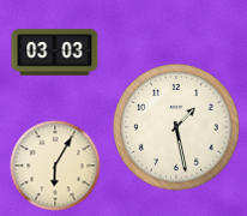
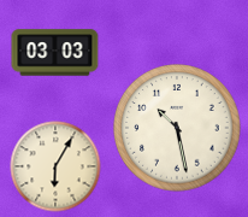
clock at (176, 127): 1:28 -> 10:28
